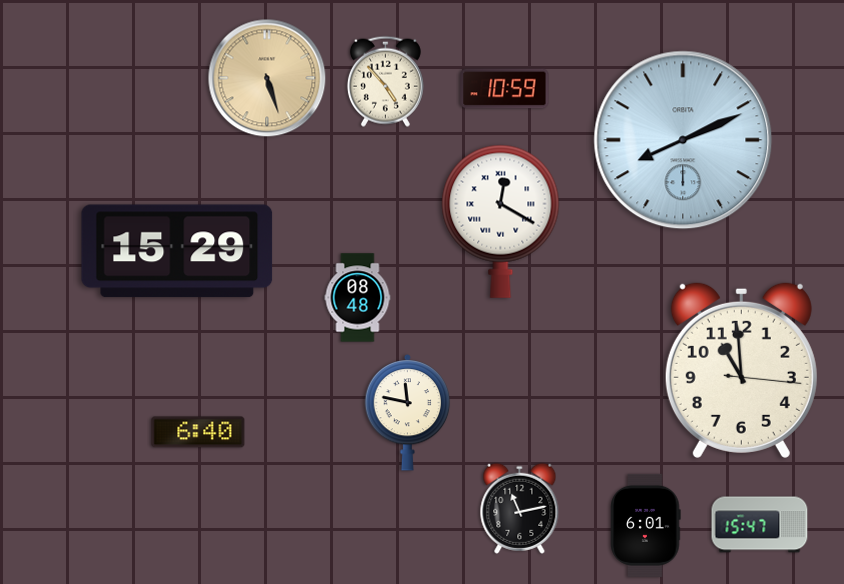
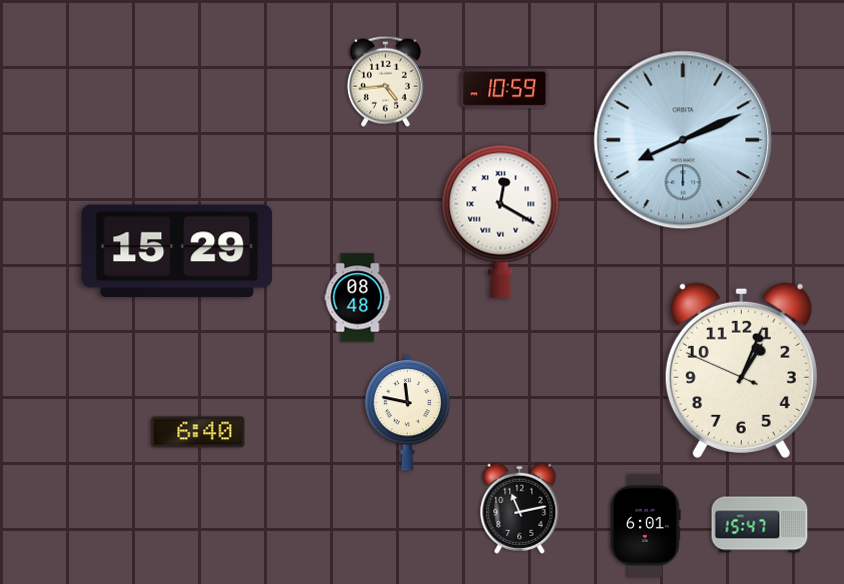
clock at (267, 78): 5:27 -> none
clock at (385, 81): 4:53 -> 4:44
clock at (741, 370): 10:59 -> 1:03
